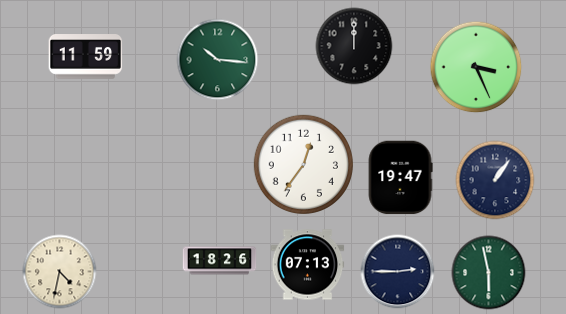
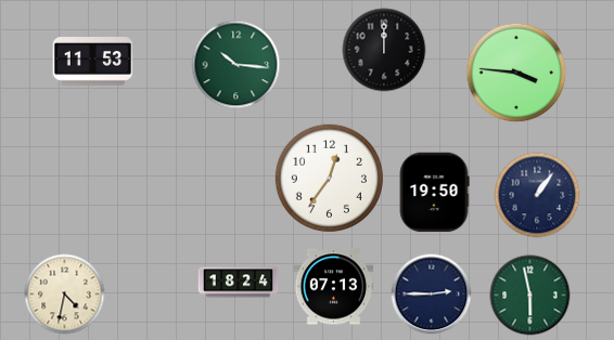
clock at (86, 57): 11:59 -> 11:53
clock at (476, 67): 3:26 -> 3:46
clock at (400, 178): 19:47 -> 19:50
clock at (220, 261): 18:26 -> 18:24
